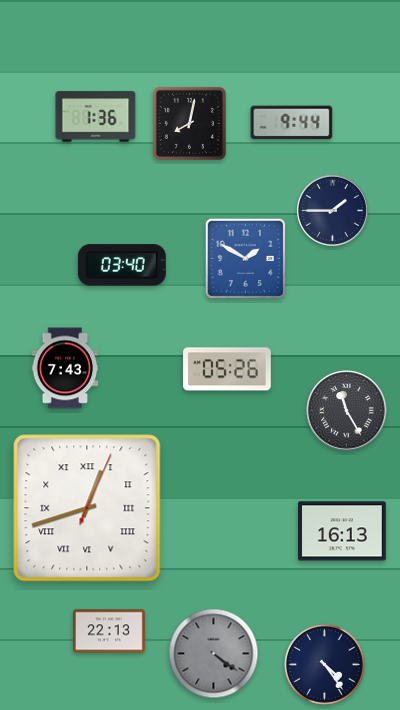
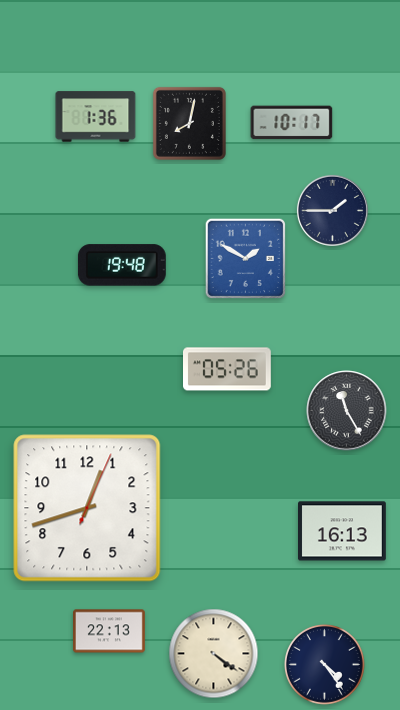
clock at (292, 123): 9:44 -> 10:17
clock at (122, 265): 03:40 -> 19:48
clock at (65, 368): 7:43 -> none
clock at (87, 508) numerals: Roman -> Arabic
clock at (214, 654) dial: grey -> cream
